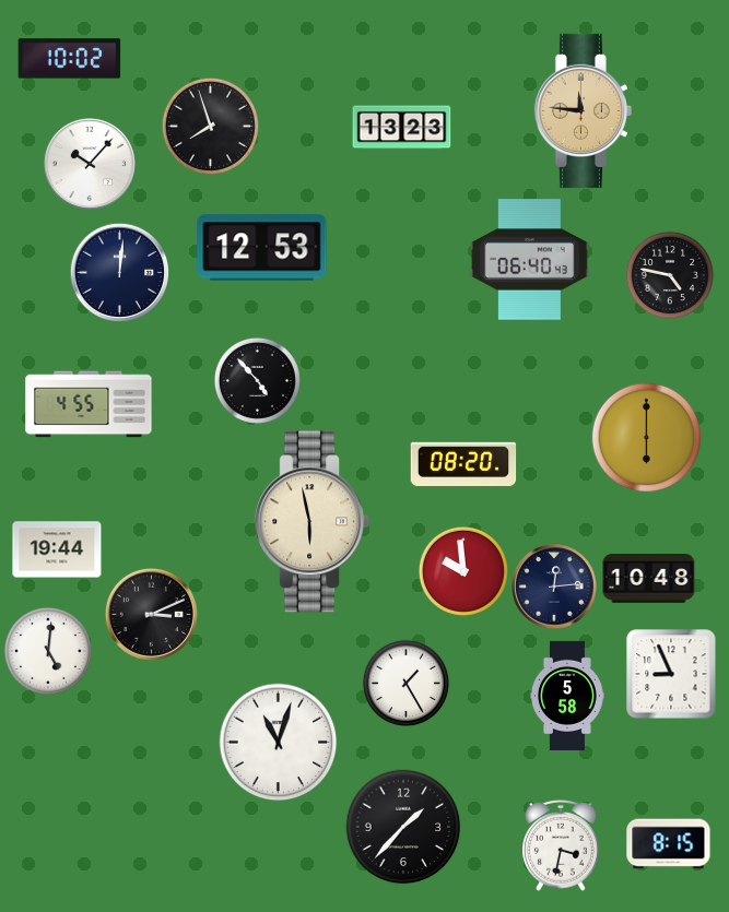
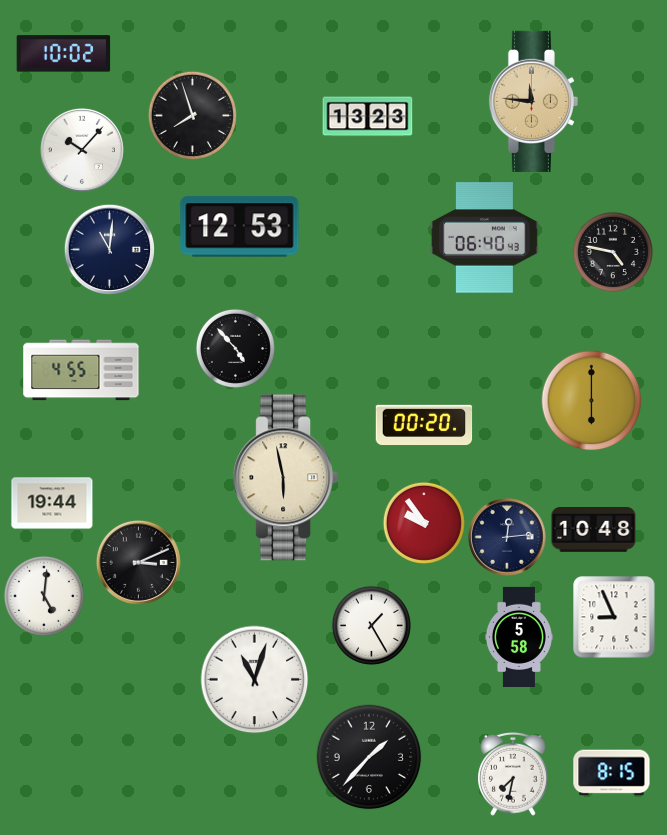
clock at (119, 272): 12:01 -> 11:01
clock at (463, 464): 08:20 -> 00:20
clock at (463, 571): 9:59 -> 9:54
clock at (561, 845): 3:32 -> 7:32
